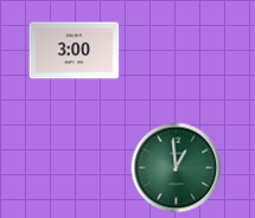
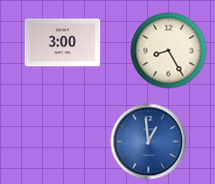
clock at (169, 51): none -> 8:25
clock at (177, 168) dial: green -> blue
